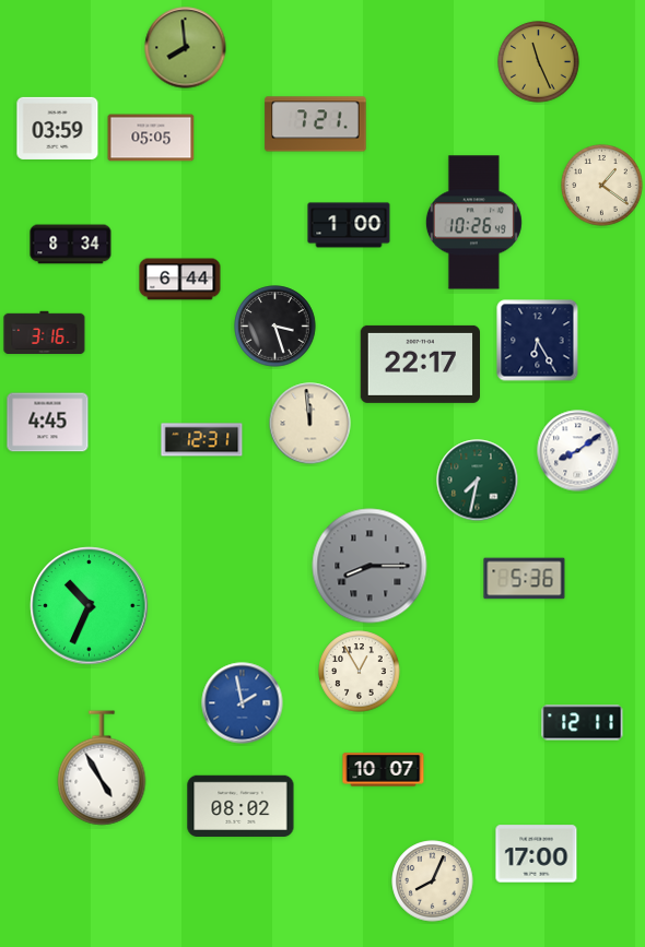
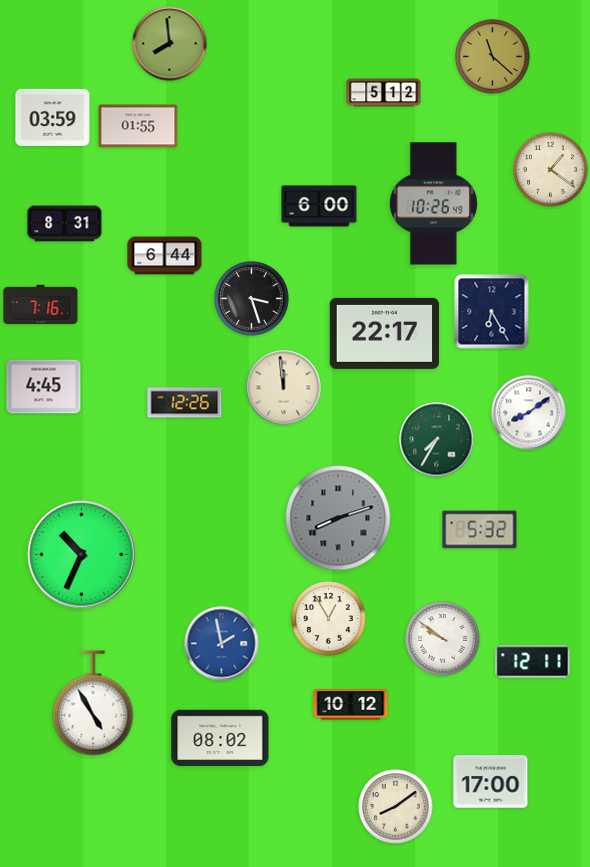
clock at (539, 62): 11:26 -> 11:22
clock at (384, 93): none -> 5:12
clock at (316, 125): 7:21 -> none
clock at (151, 138): 05:05 -> 01:55
clock at (349, 225): 1:00 -> 6:00
clock at (71, 245): 8:34 -> 8:31
clock at (45, 332): 3:16 -> 7:16
clock at (202, 440): 12:31 -> 12:26
clock at (478, 481): 7:32 -> 7:35
clock at (370, 566): 8:15 -> 8:12
clock at (525, 579): 5:36 -> 5:32
clock at (360, 672) position: (360, 672) -> (329, 619)
clock at (443, 639): none -> 9:51
clock at (384, 770): 10:07 -> 10:12
clock at (433, 881): 8:04 -> 8:09
